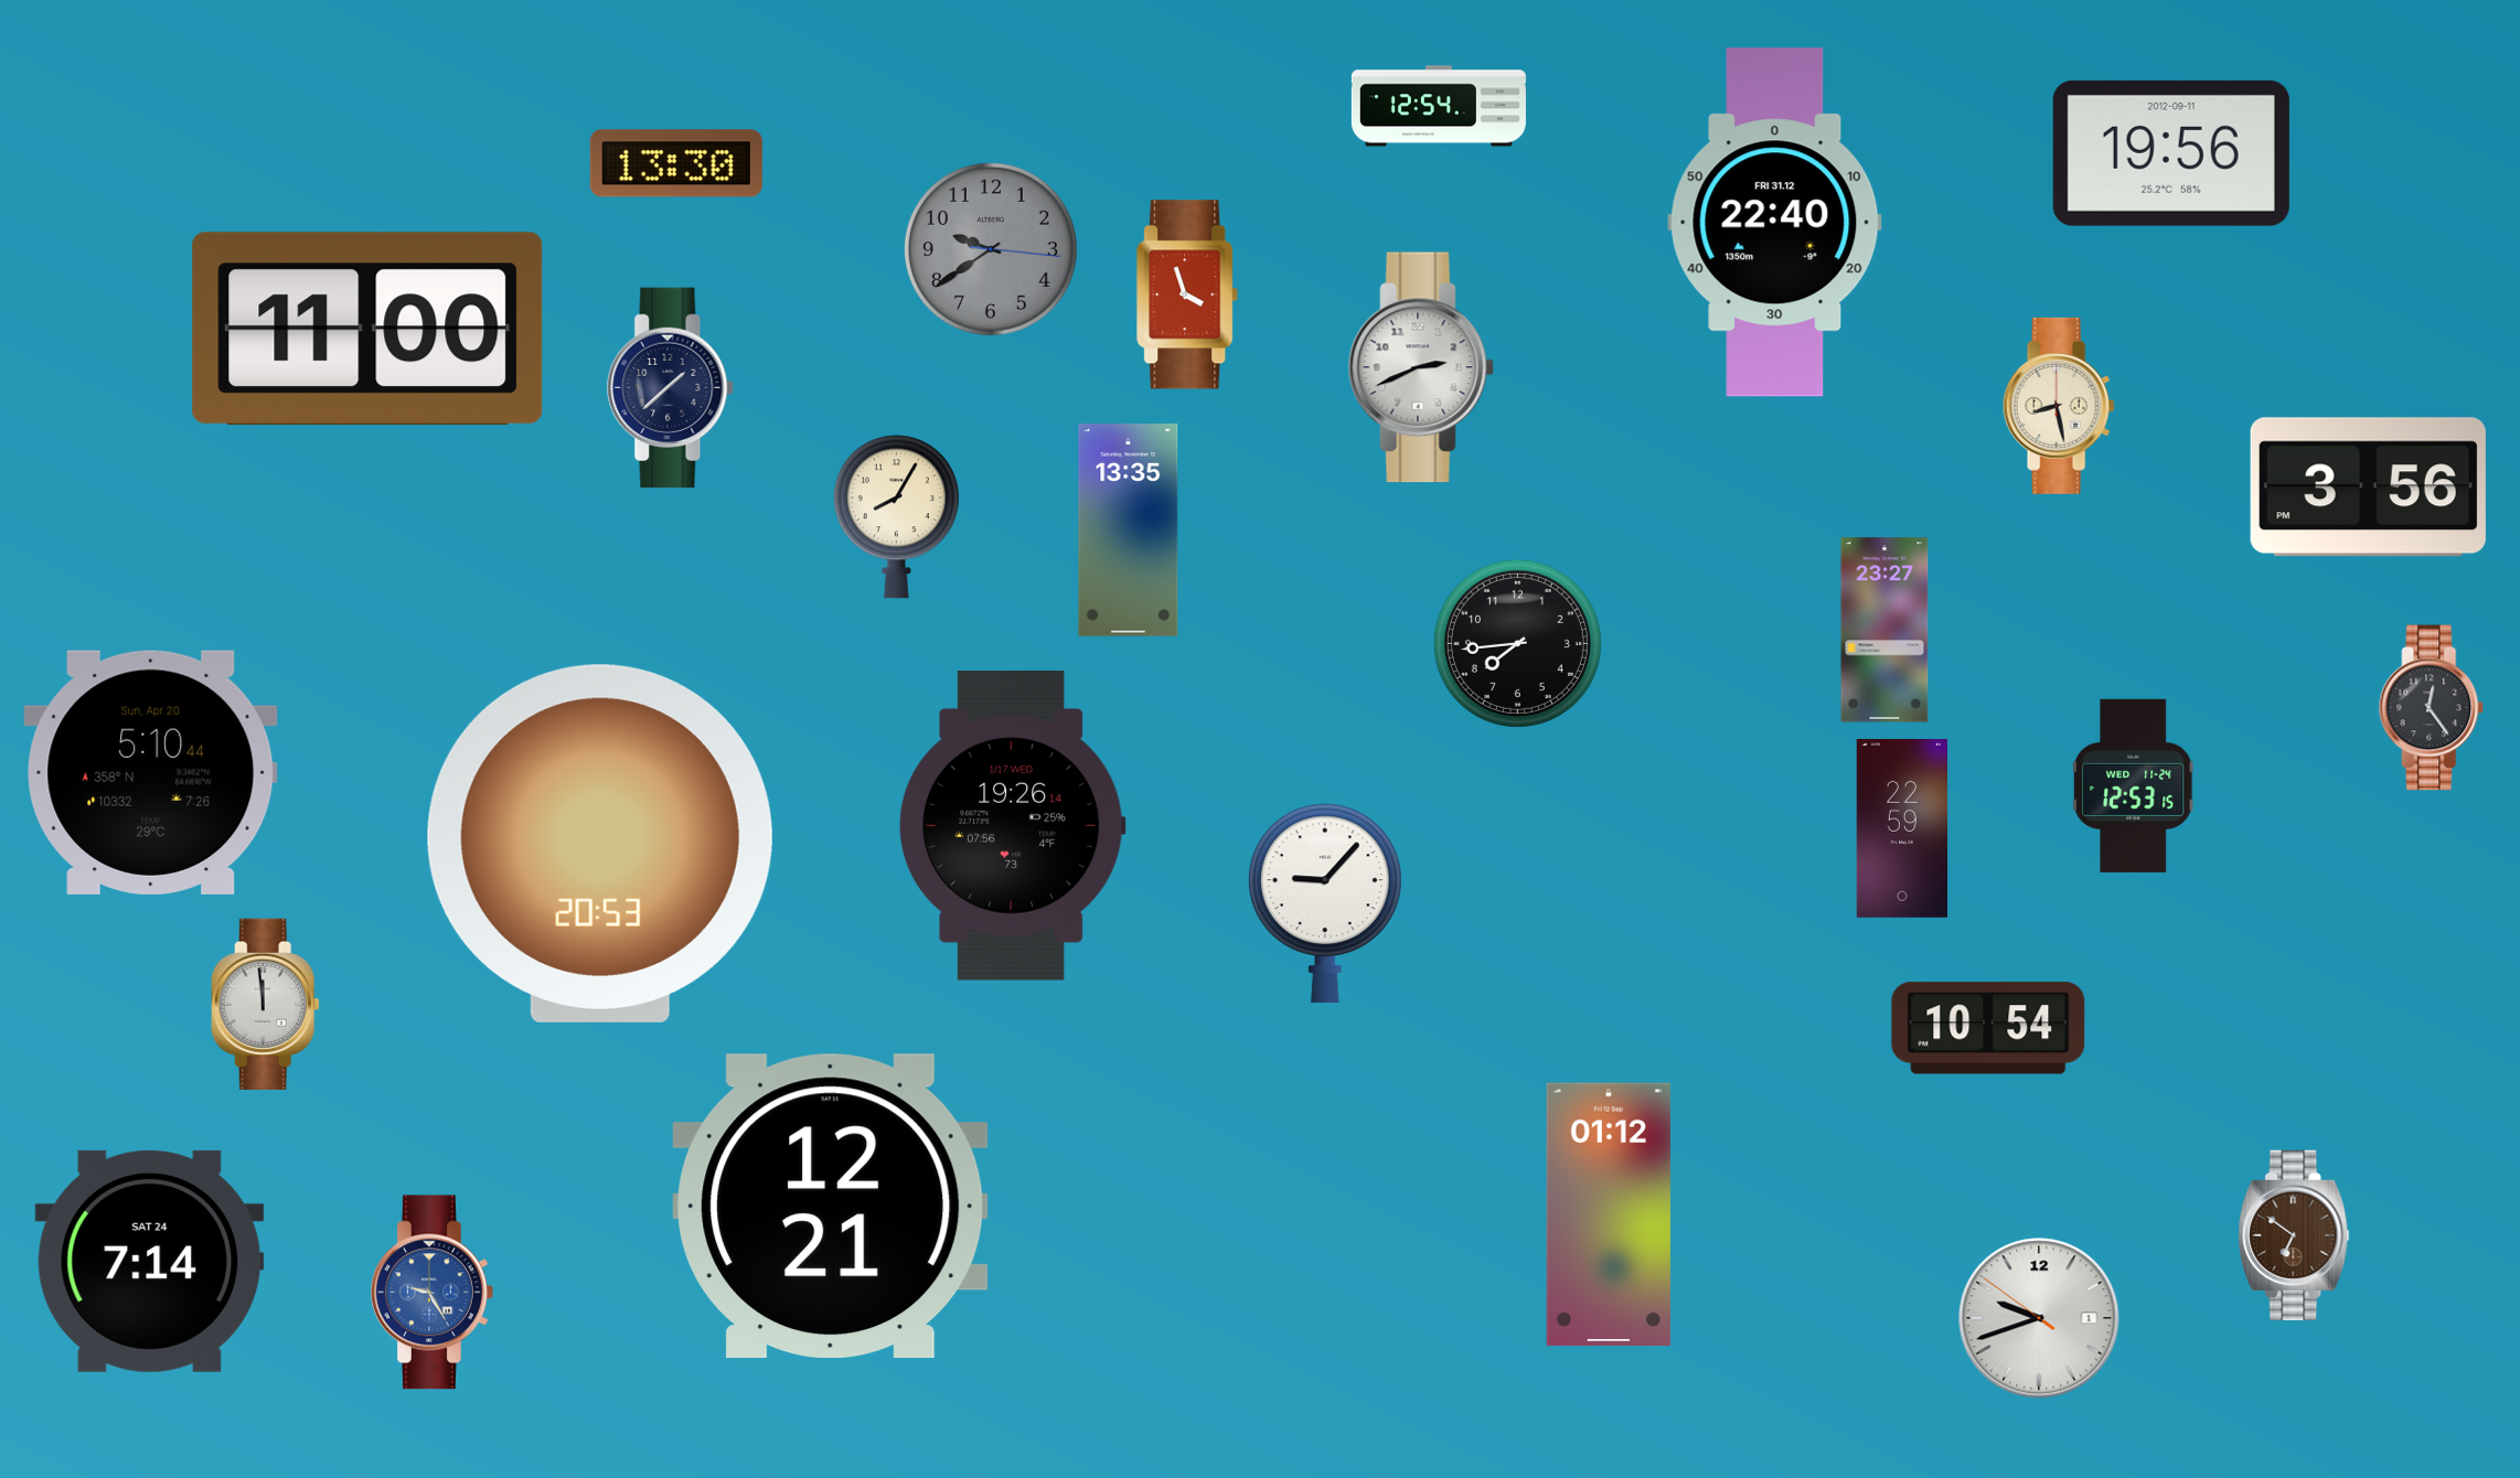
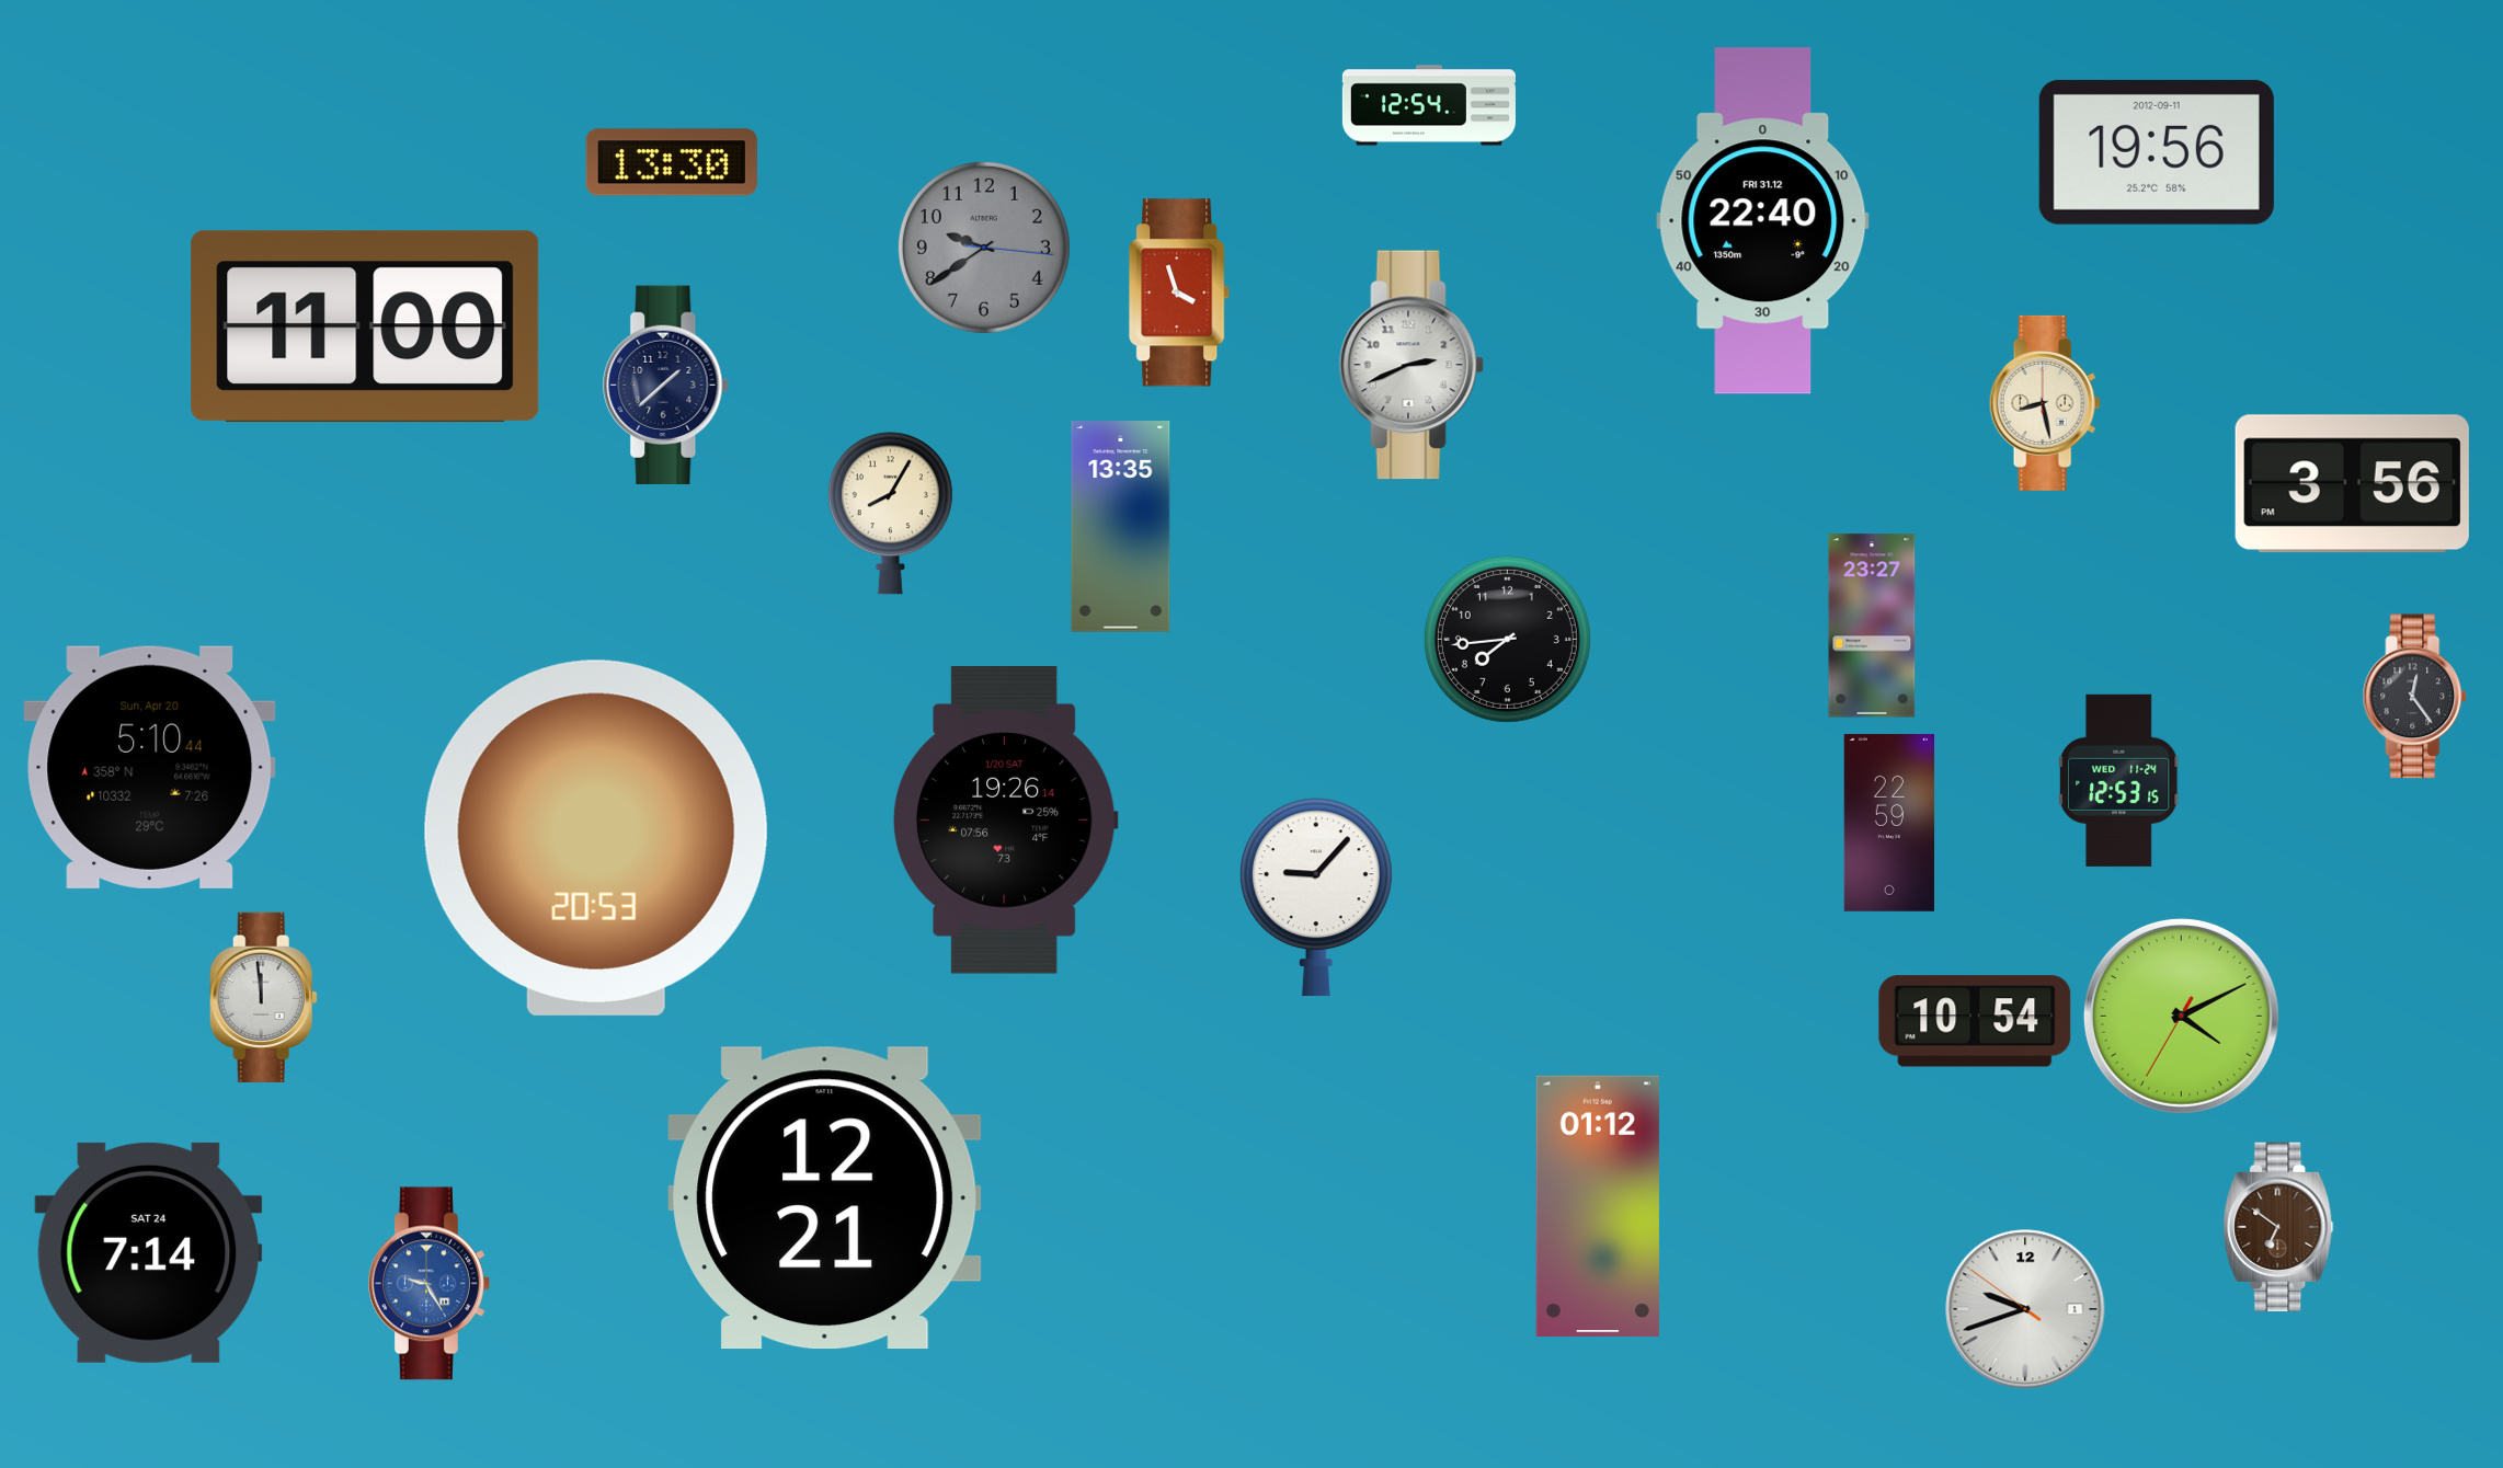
clock at (2432, 708) position: (2432, 708) -> (2415, 697)
clock at (1012, 826) date: 1/17 WED -> 1/20 SAT
clock at (2181, 1016): none -> 4:10
